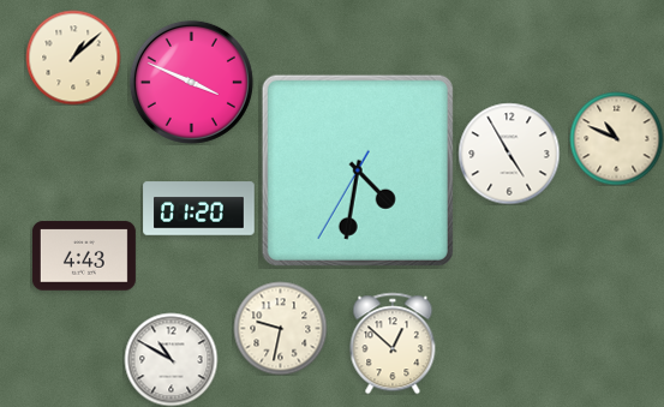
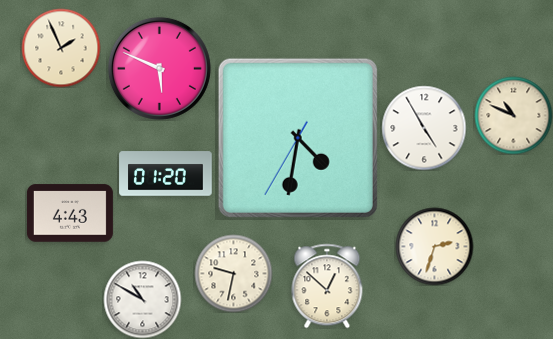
clock at (73, 58): 1:08 -> 1:56
clock at (191, 82): 3:49 -> 5:49
clock at (358, 170) position: (358, 170) -> (298, 138)
clock at (434, 246): none -> 2:33
